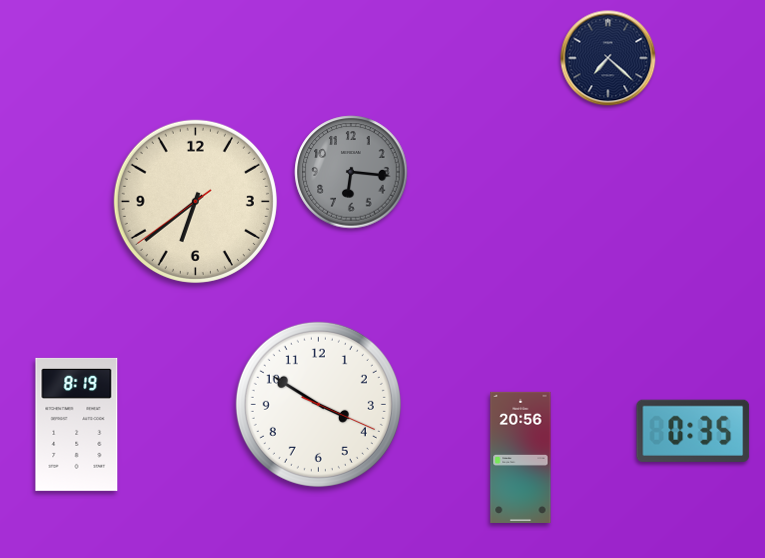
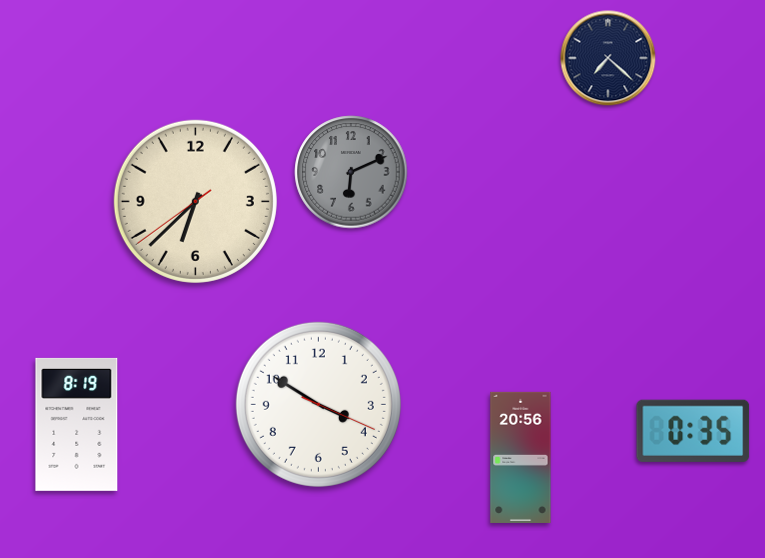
clock at (351, 172): 6:16 -> 6:11
clock at (195, 201): 6:38 -> 6:37
